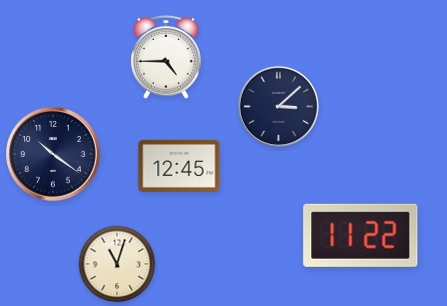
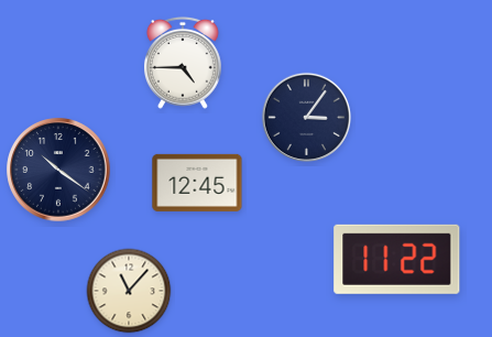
clock at (278, 106): 3:08 -> 3:06
clock at (117, 264): 11:03 -> 11:07
